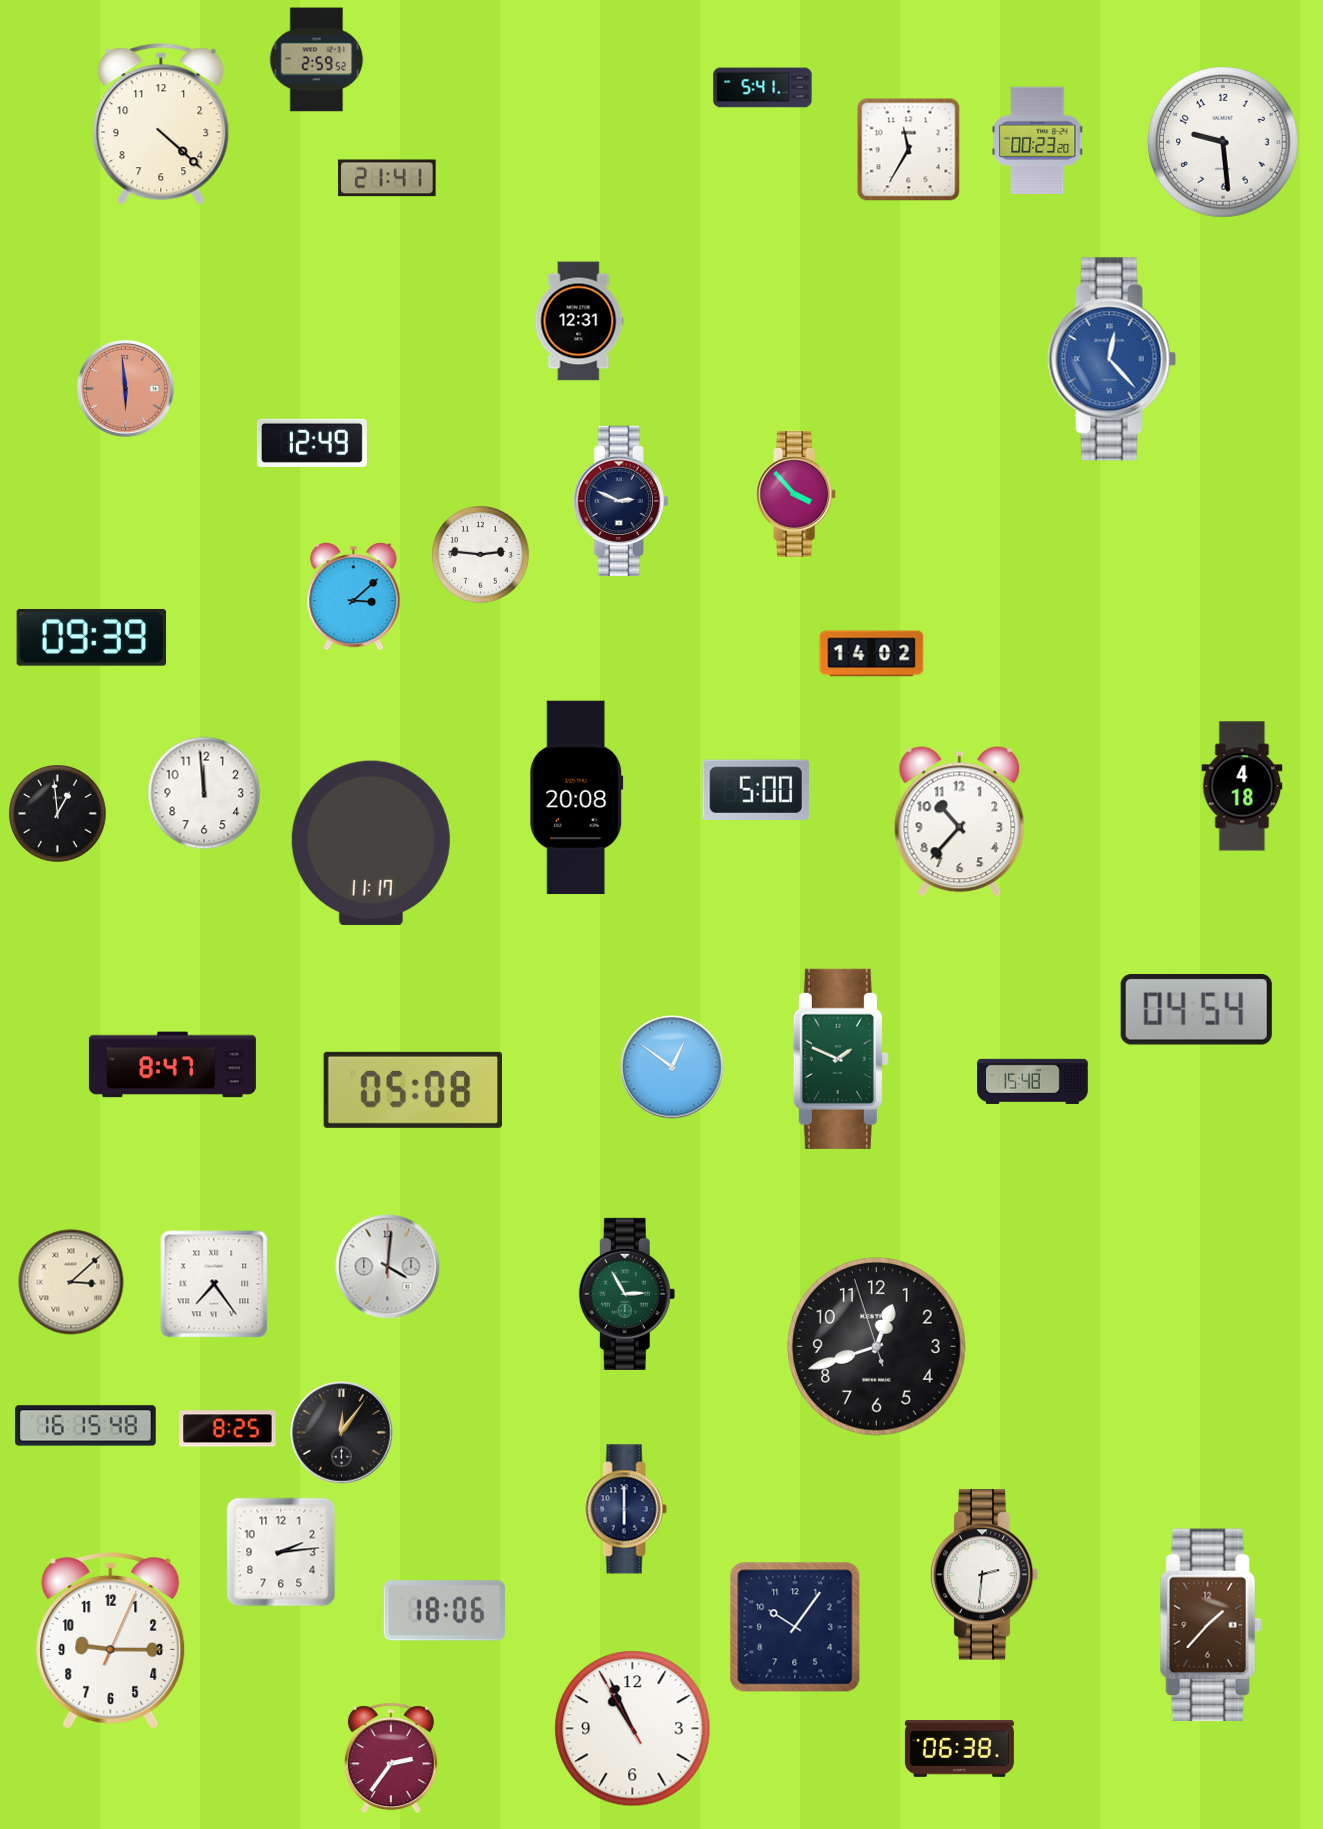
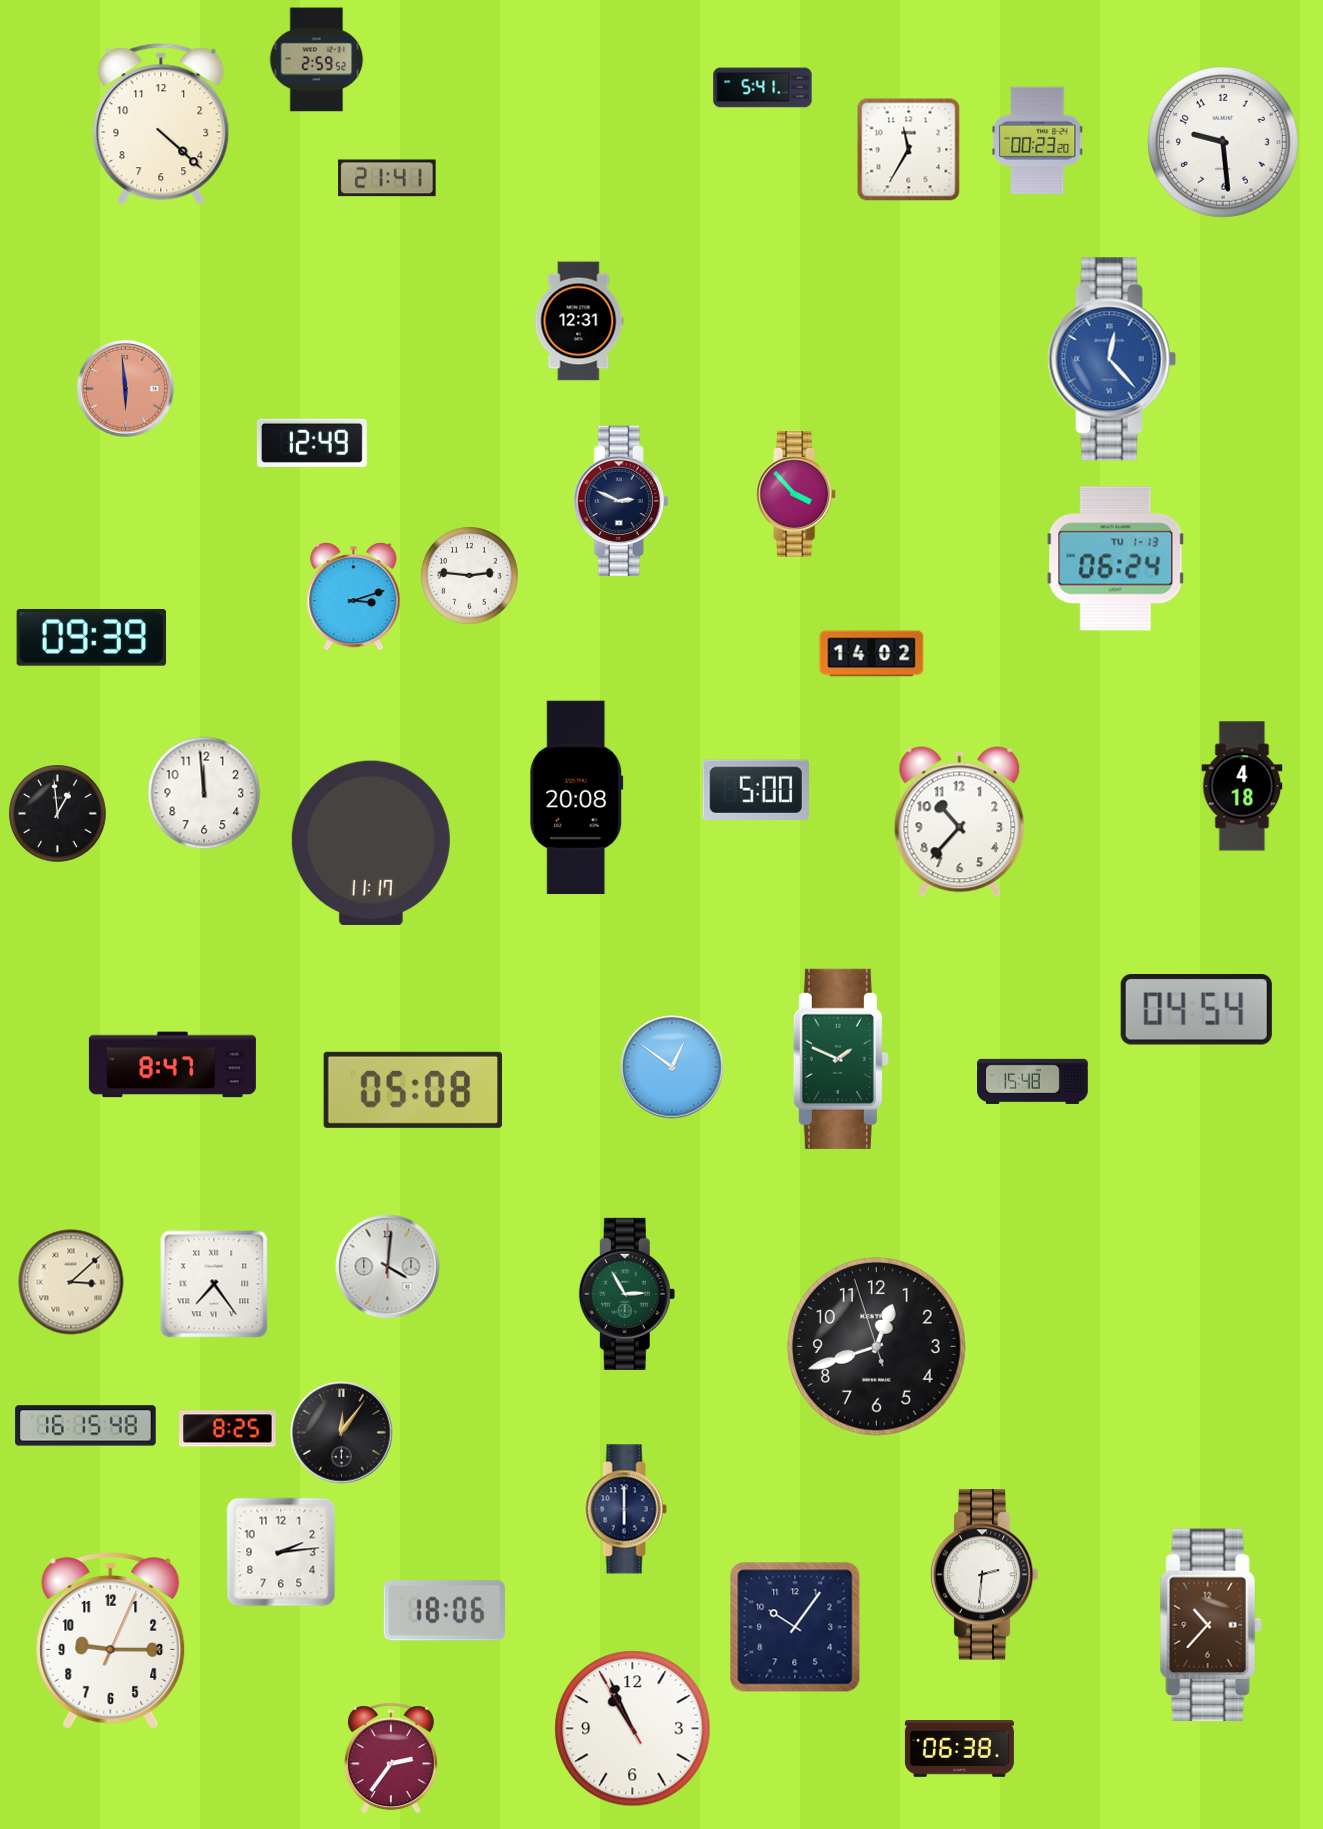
clock at (481, 555) position: (481, 555) -> (470, 576)
clock at (1116, 559): none -> 06:24
clock at (354, 596): 3:08 -> 3:12
clock at (1211, 1625): 1:37 -> 10:37
